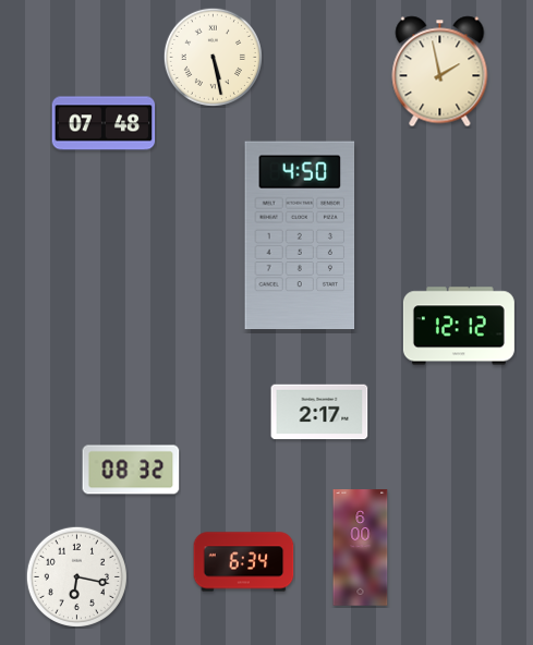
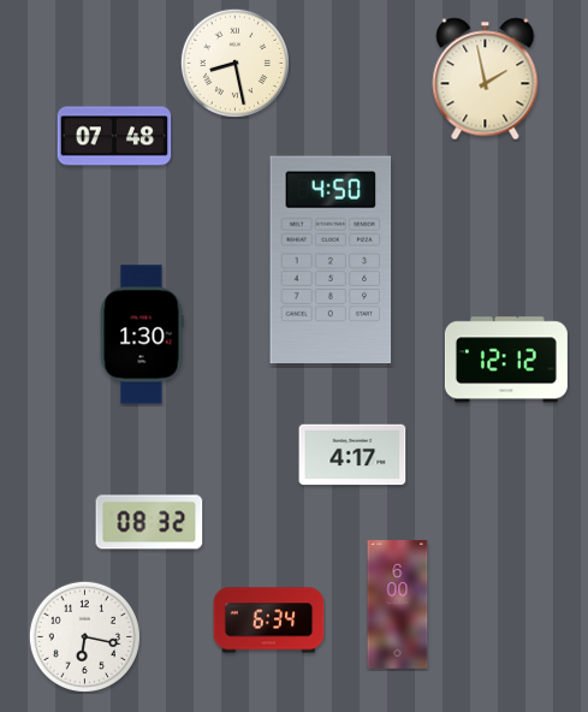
clock at (213, 57): 5:28 -> 8:28
clock at (142, 334): none -> 1:30
clock at (319, 412): 2:17 -> 4:17
clock at (131, 470) position: (131, 470) -> (149, 522)
